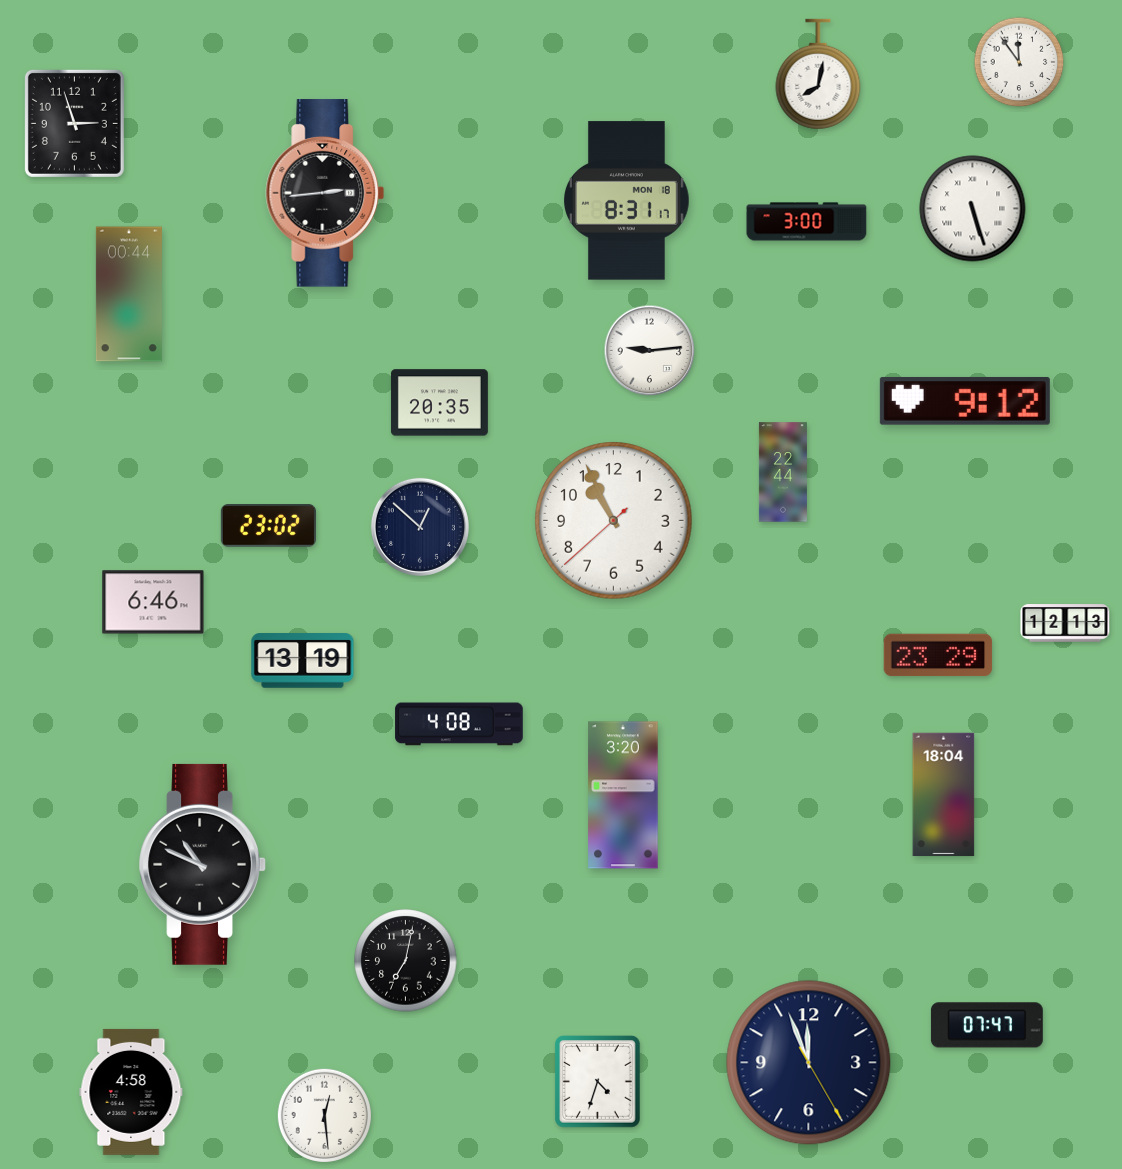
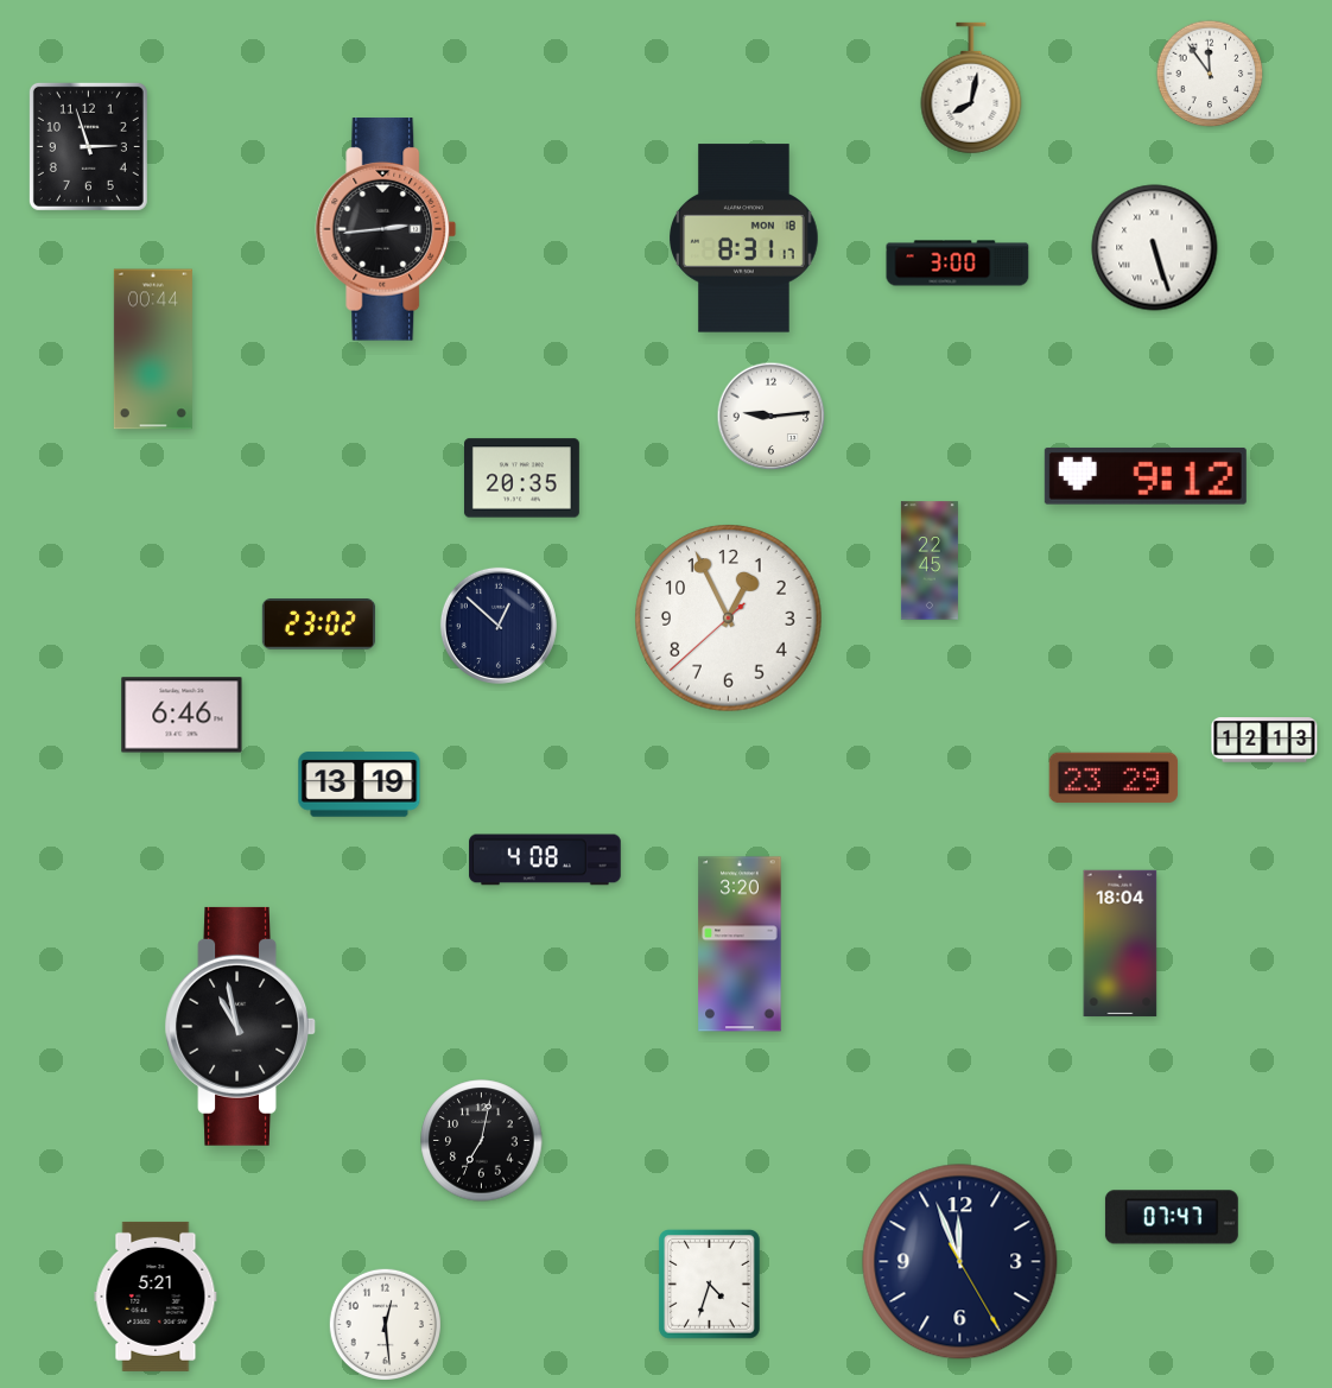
clock at (783, 472): 22:44 -> 22:45
clock at (614, 521): 10:55 -> 12:55
clock at (202, 864): 10:49 -> 10:58
clock at (131, 1092): 4:58 -> 5:21
